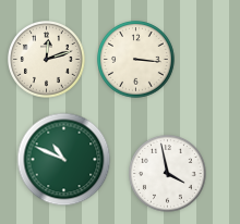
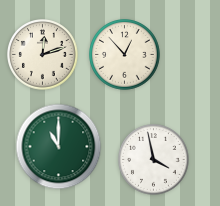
clock at (136, 60): 3:16 -> 12:53
clock at (64, 160): 10:49 -> 11:00
